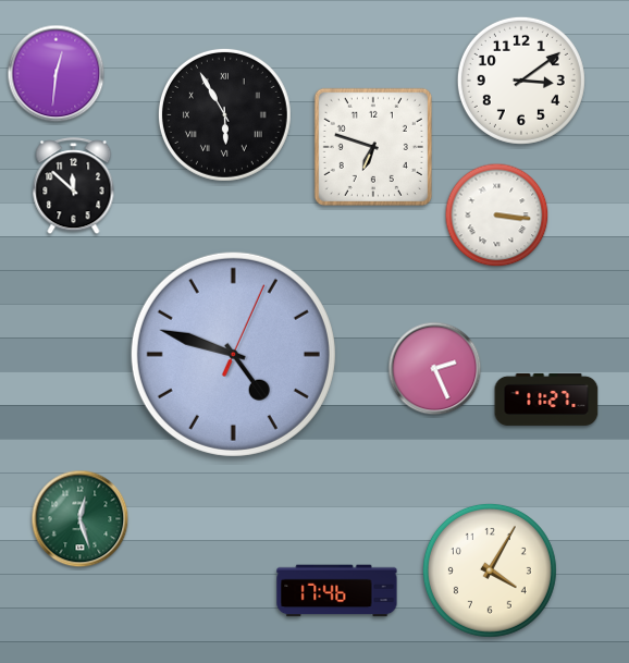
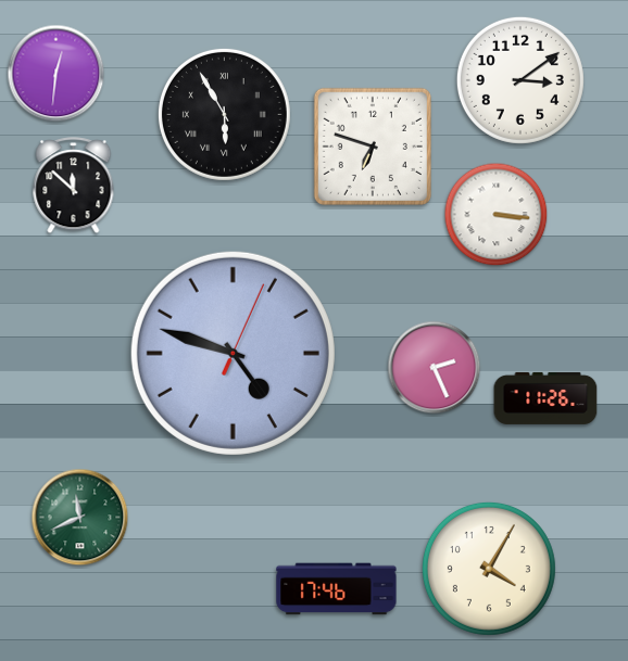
clock at (546, 400): 11:27 -> 11:26
clock at (81, 519): 12:27 -> 11:41
